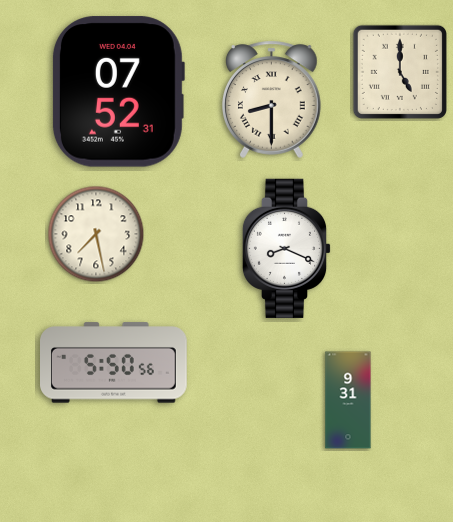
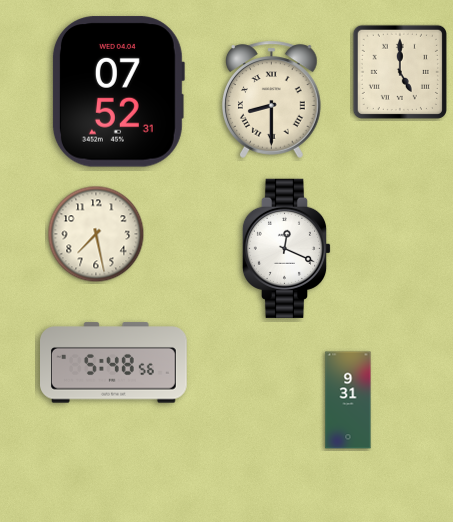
clock at (287, 248): 8:19 -> 12:19
clock at (114, 363): 5:50 -> 5:48
